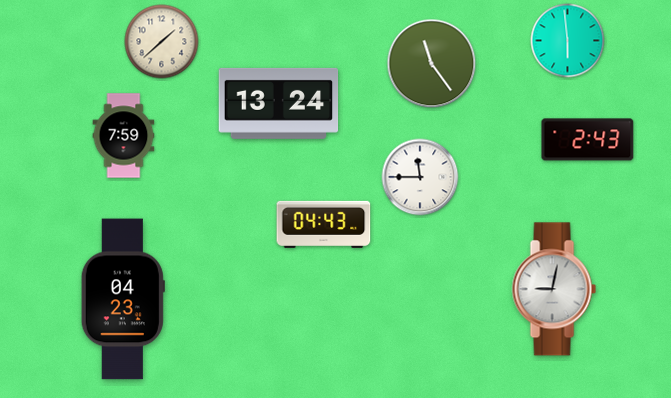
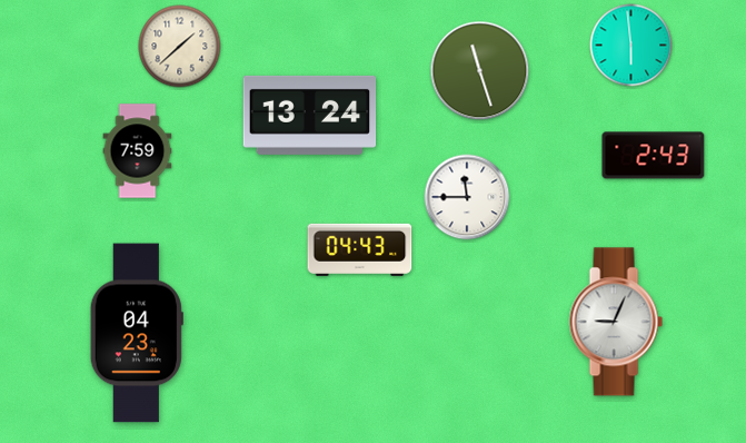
clock at (432, 64): 11:24 -> 11:27
clock at (554, 289): 9:02 -> 9:04
